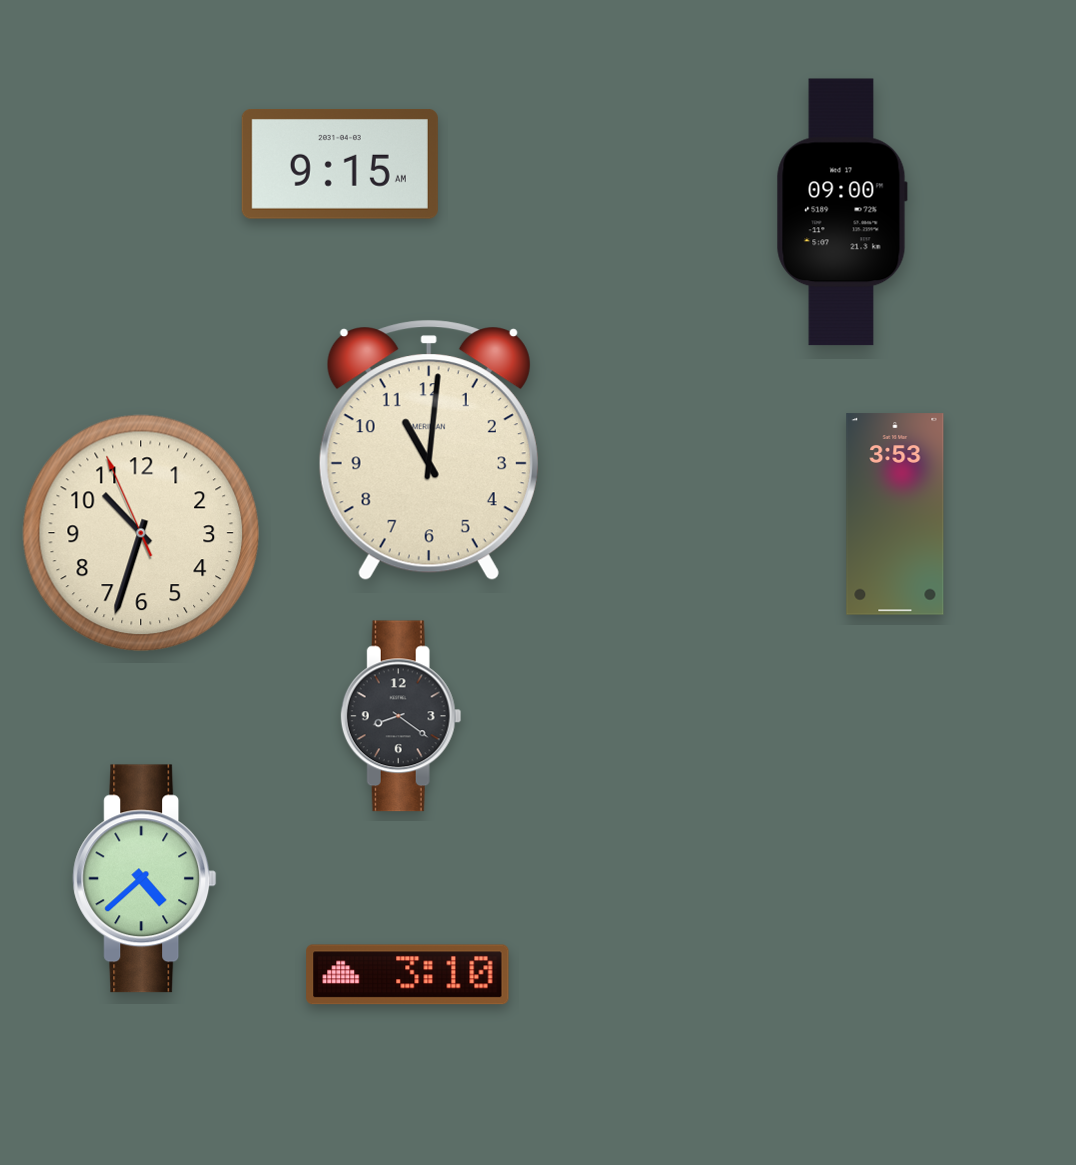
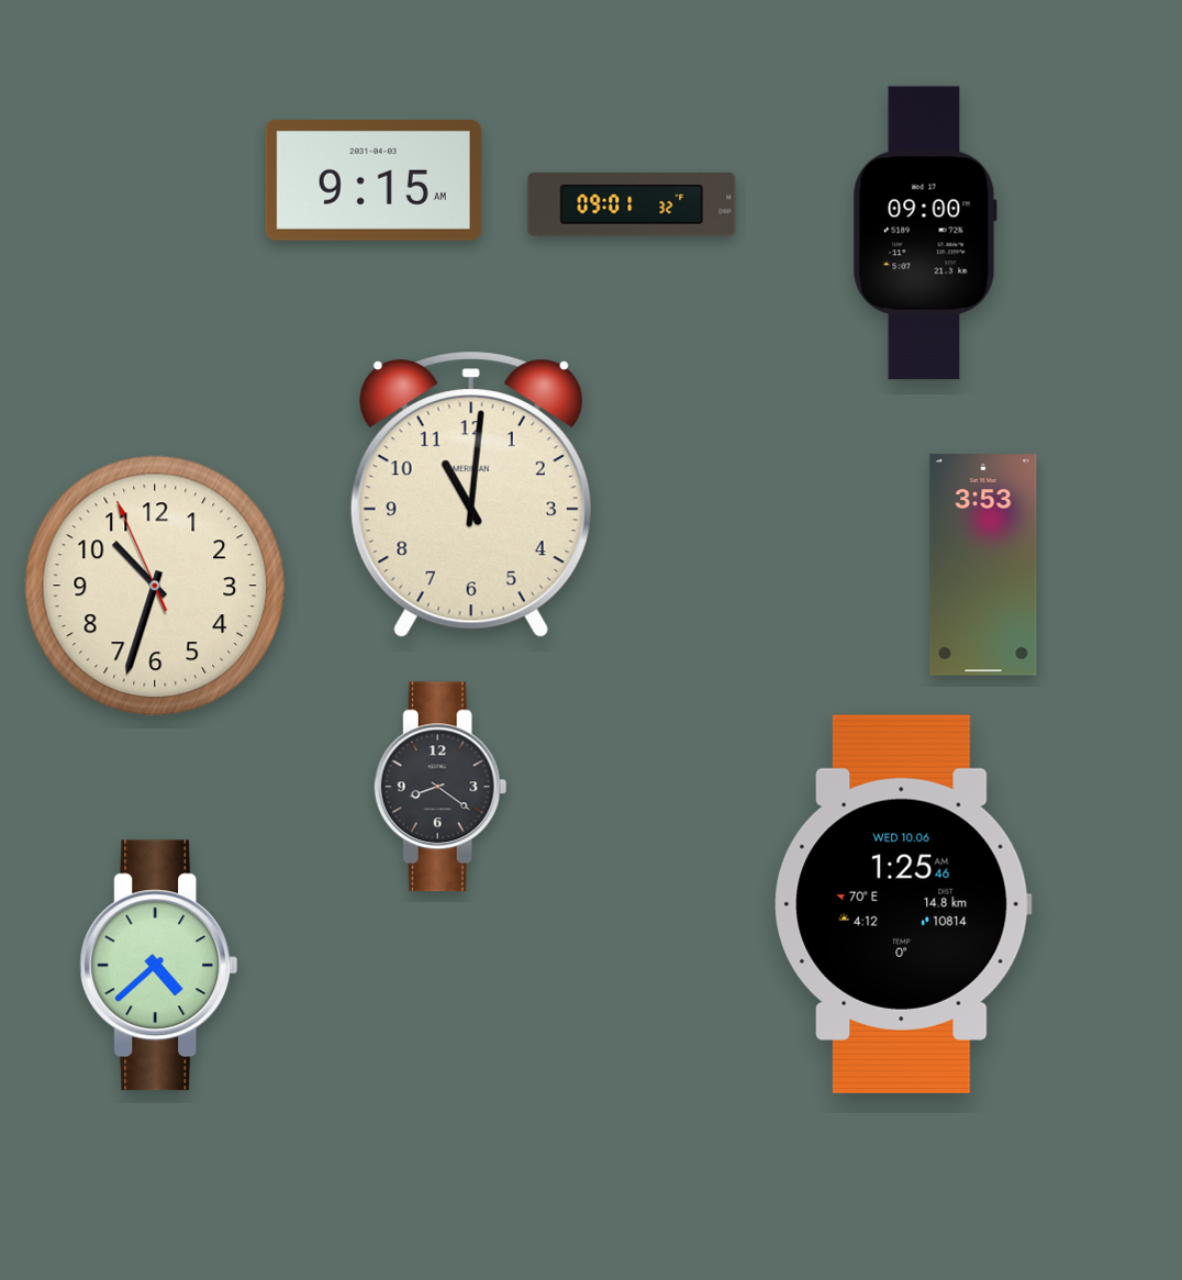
clock at (632, 204): none -> 09:01
clock at (903, 904): none -> 1:25
clock at (408, 975): 3:10 -> none
